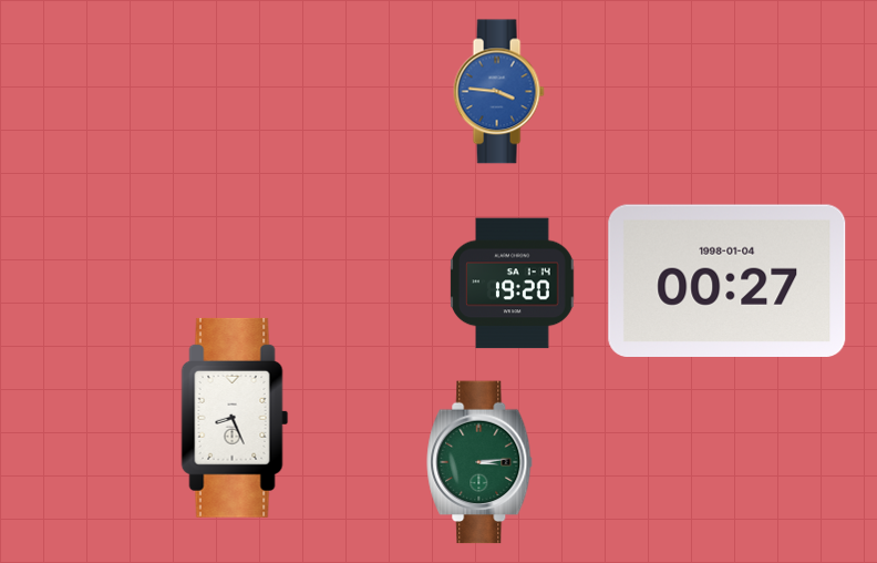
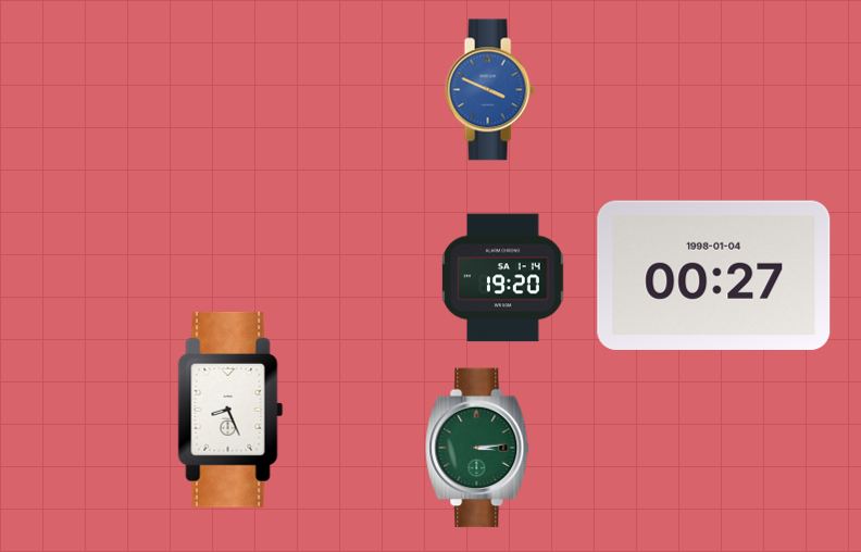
clock at (498, 92): 3:46 -> 3:49
clock at (479, 462) position: (479, 462) -> (477, 448)
